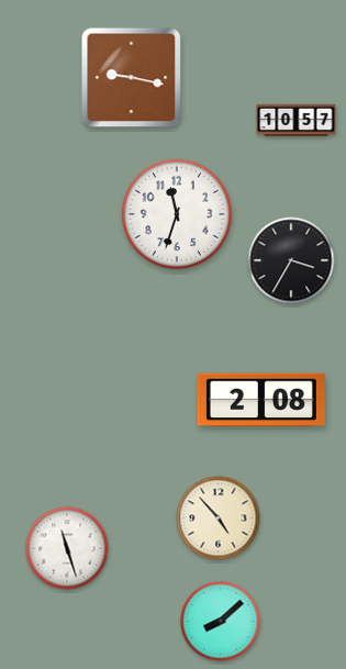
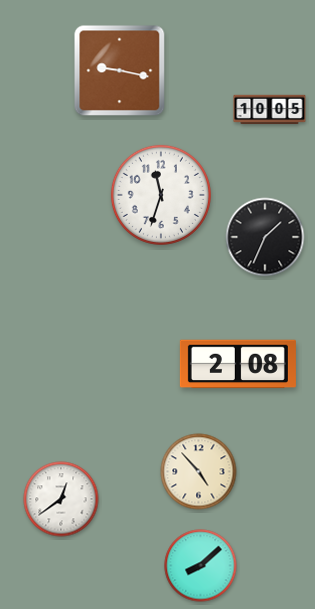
clock at (297, 121): 10:57 -> 10:05
clock at (291, 260): 3:35 -> 1:34
clock at (67, 548): 11:27 -> 12:39
